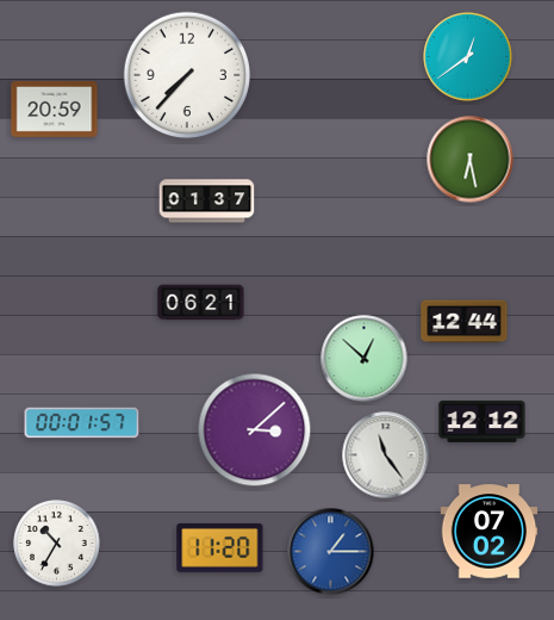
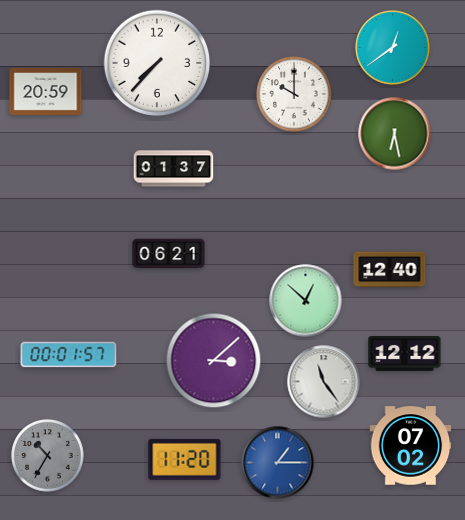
clock at (294, 94): none -> 10:00
clock at (465, 322): 12:44 -> 12:40
clock at (57, 544) dial: white -> grey
